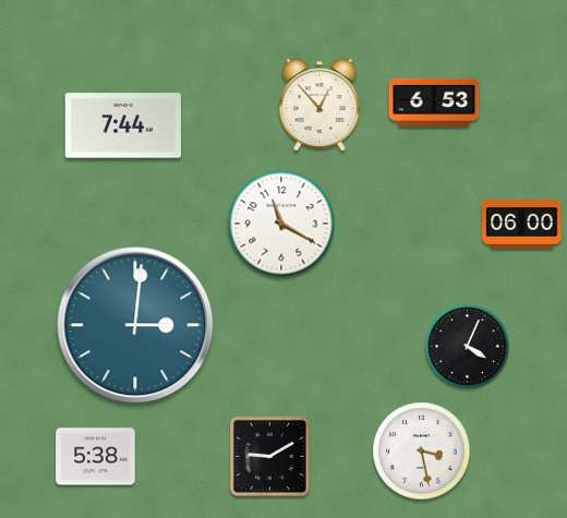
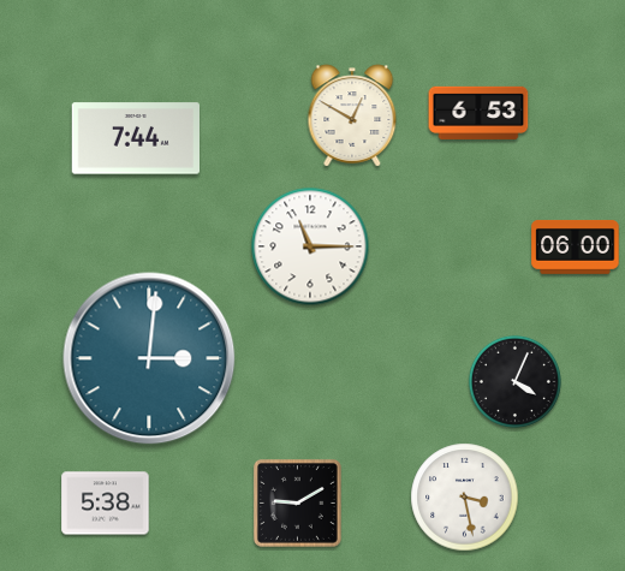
clock at (319, 105): 12:53 -> 12:50
clock at (281, 224): 11:20 -> 11:15
